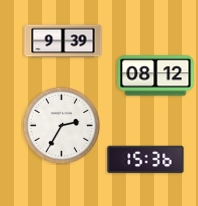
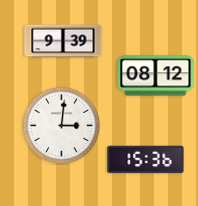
clock at (61, 125): 2:35 -> 3:01
